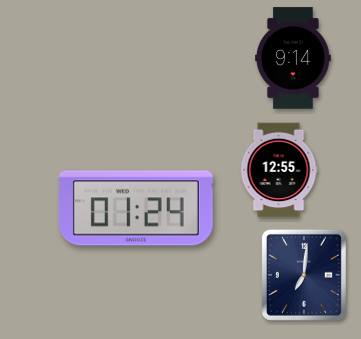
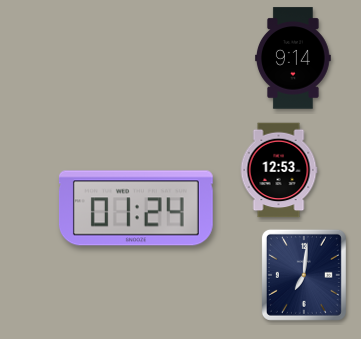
clock at (279, 170): 12:55 -> 12:53
